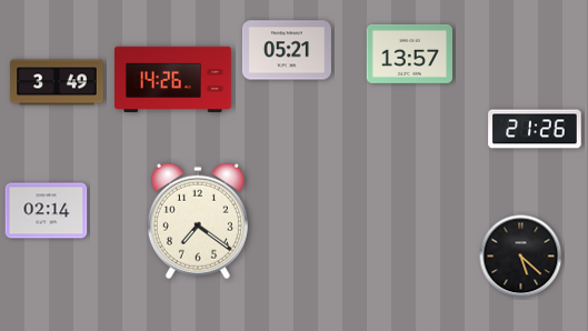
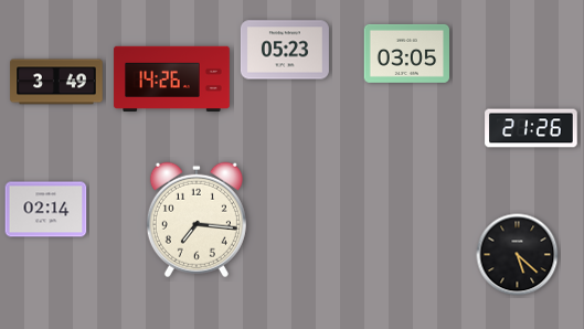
clock at (287, 50): 05:21 -> 05:23
clock at (410, 53): 13:57 -> 03:05
clock at (198, 221): 7:21 -> 7:16
